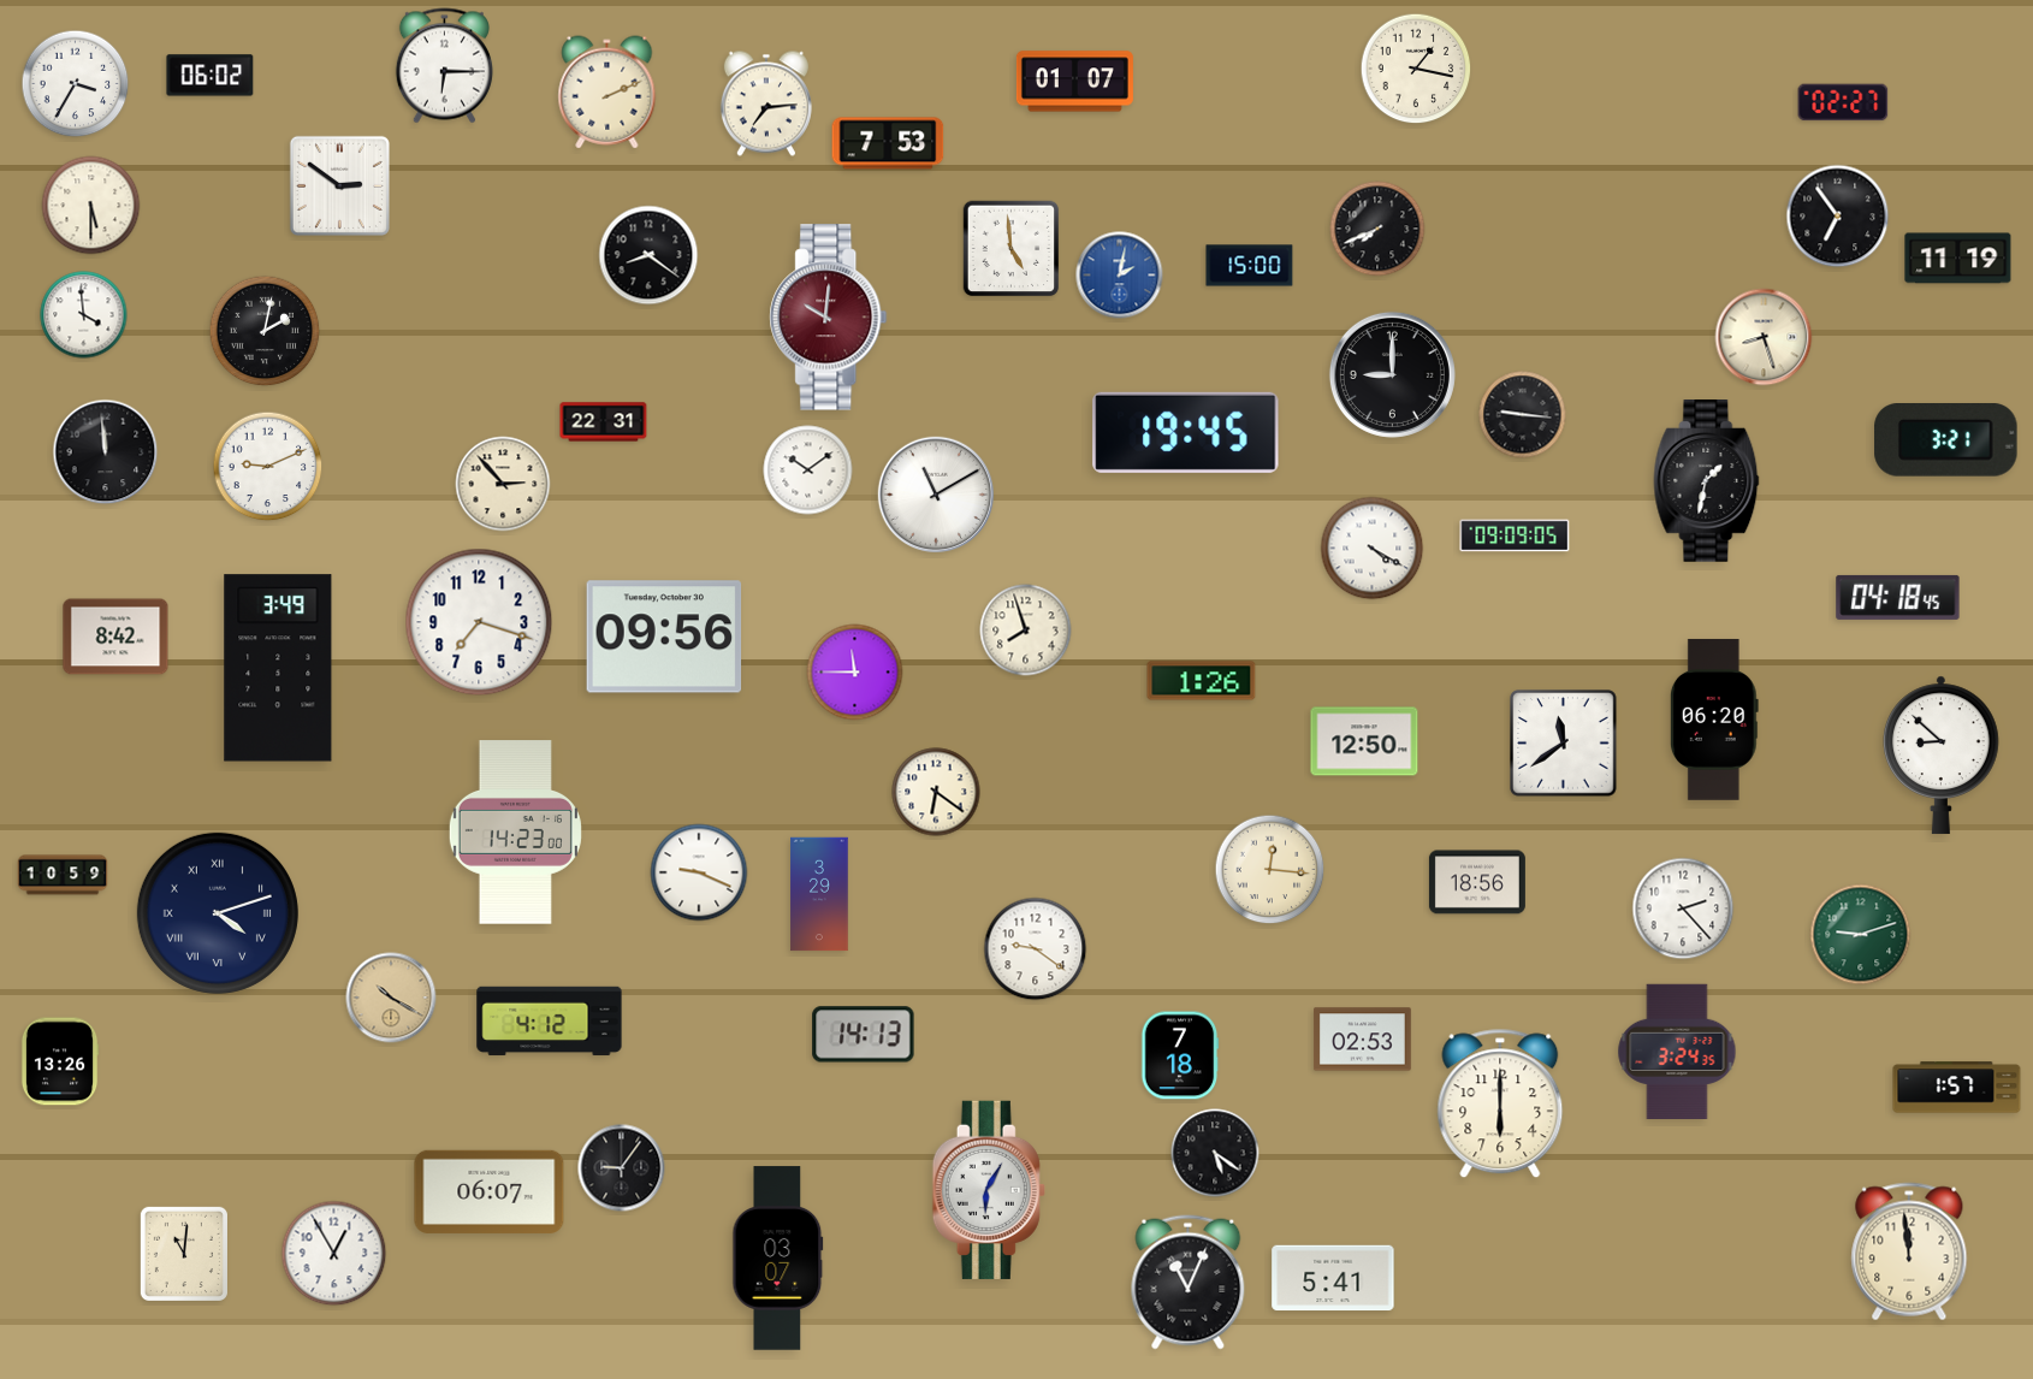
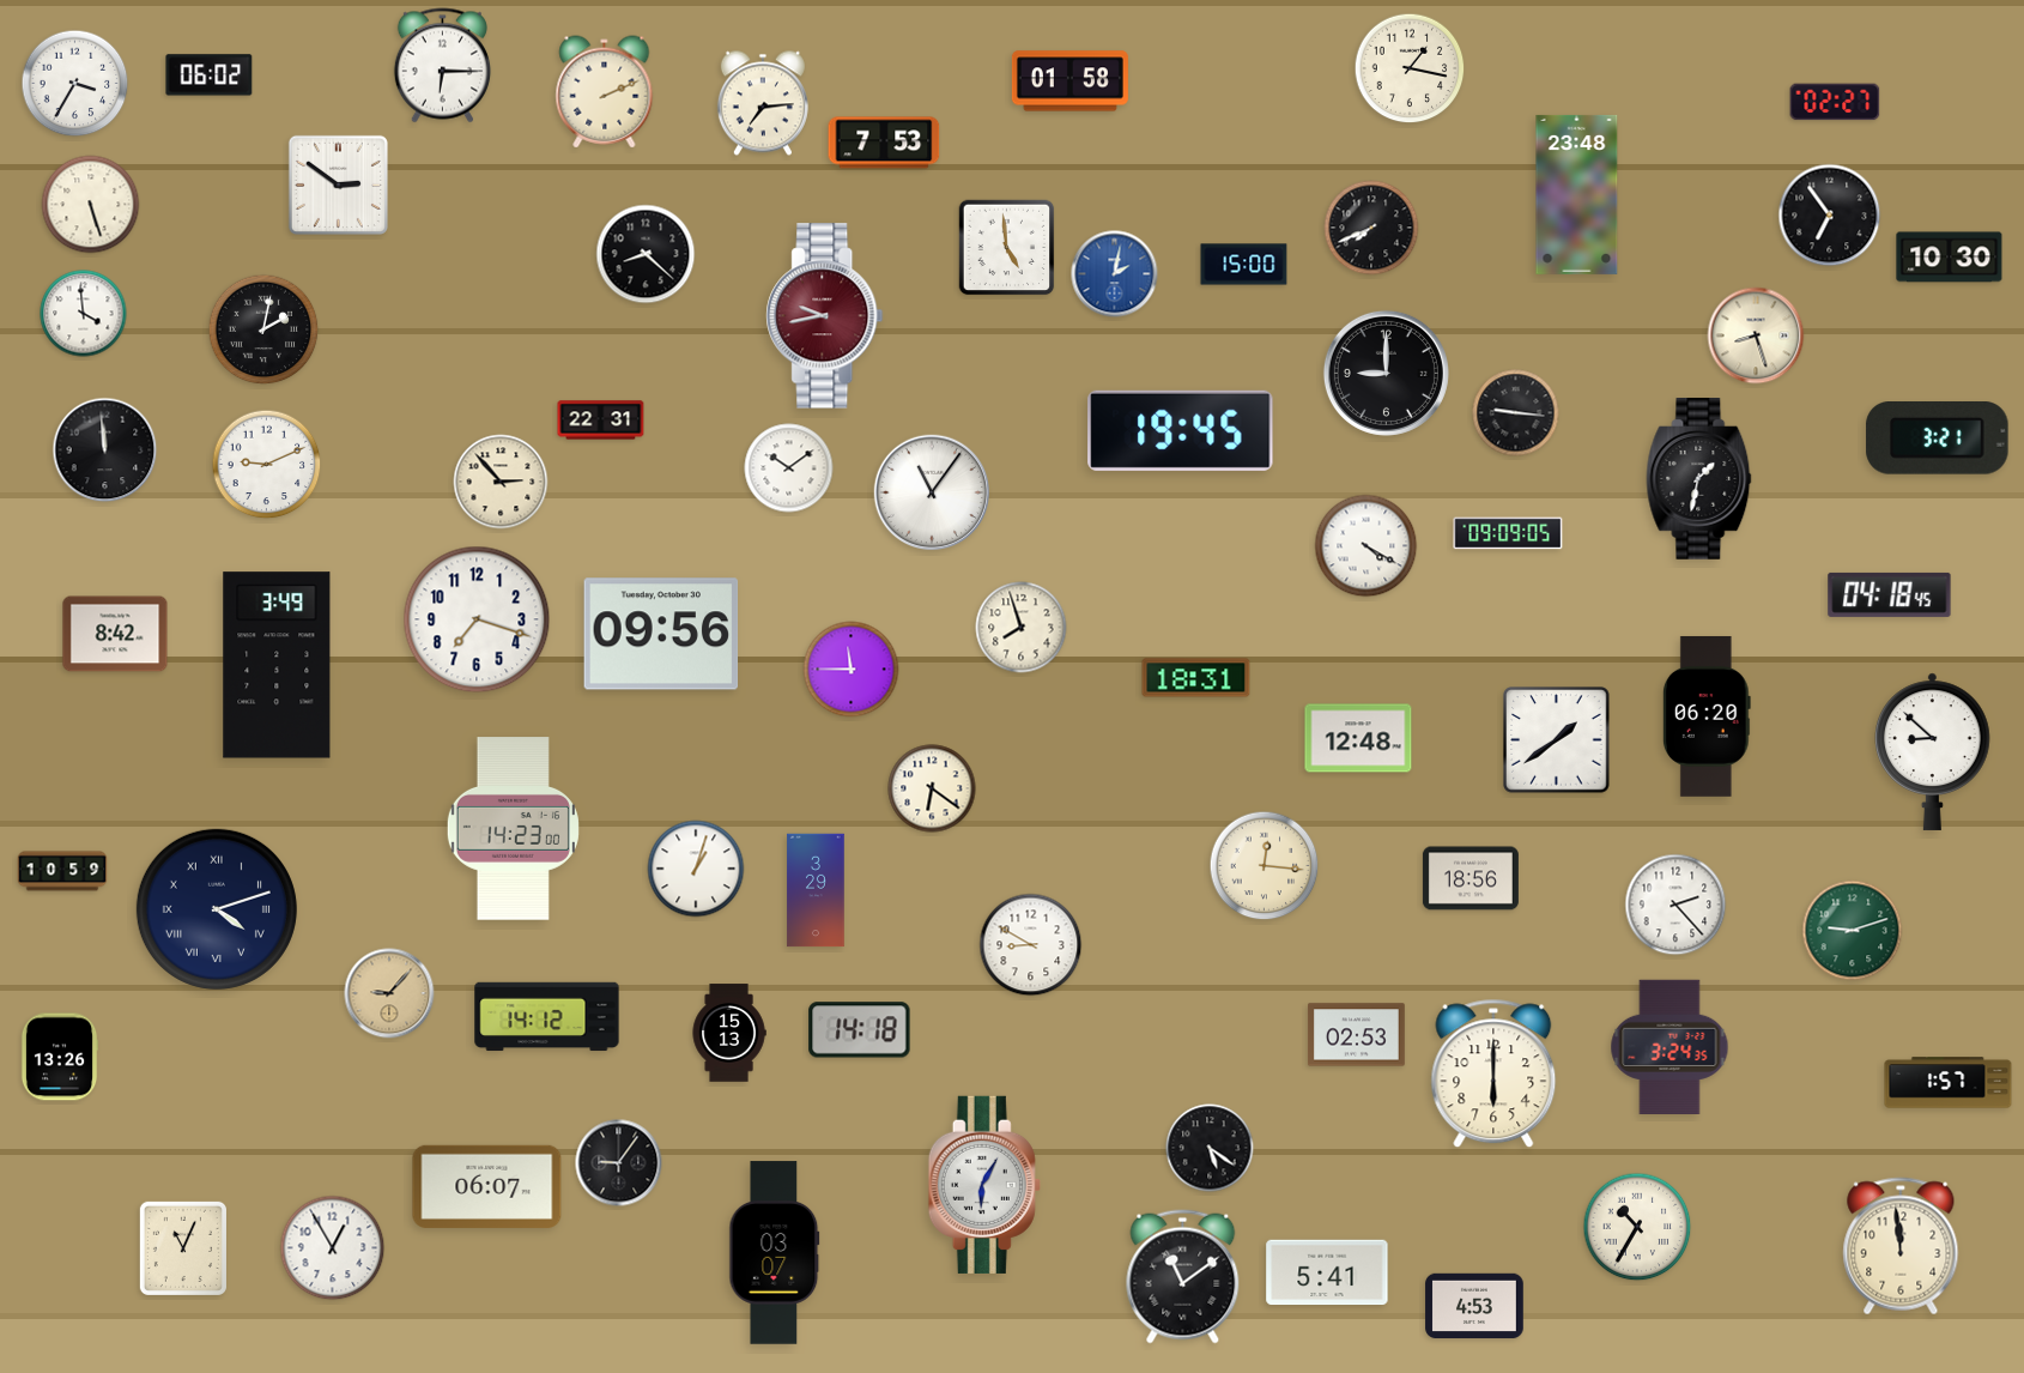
clock at (1074, 82): 01:07 -> 01:58
clock at (1577, 194): none -> 23:48
clock at (91, 206): 5:30 -> 5:27
clock at (648, 255): 8:21 -> 8:22
clock at (1958, 259): 11:19 -> 10:30
clock at (829, 318): 10:01 -> 9:43
clock at (808, 470) position: (808, 470) -> (789, 468)
clock at (935, 493): 11:10 -> 11:06
clock at (1202, 681): 1:26 -> 18:31
clock at (1364, 741): 12:50 -> 12:48
clock at (1564, 744): 11:39 -> 1:39
clock at (699, 872): 9:19 -> 1:03
clock at (1036, 949): 9:21 -> 8:50
clock at (391, 998): 10:20 -> 9:07
clock at (550, 1022): 4:12 -> 14:12
clock at (864, 1035): 14:13 -> 14:18
clock at (729, 1033): none -> 15:13
clock at (1180, 1055): 7:18 -> none
clock at (1500, 1103) position: (1500, 1103) -> (1493, 1073)
clock at (1637, 1227): none -> 10:35
clock at (184, 1254): 11:01 -> 11:04
clock at (1189, 1283): 11:04 -> 11:09
clock at (1474, 1306): none -> 4:53
